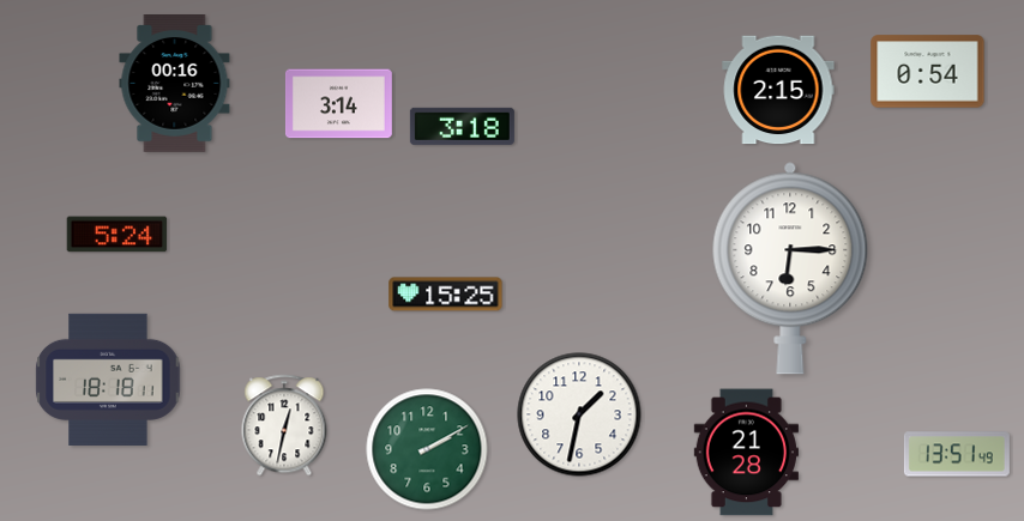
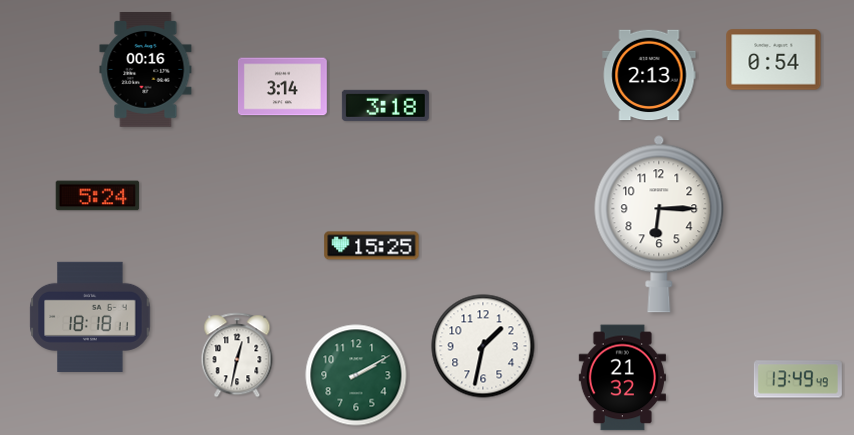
clock at (778, 90): 2:15 -> 2:13
clock at (746, 453): 21:28 -> 21:32
clock at (957, 454): 13:51 -> 13:49
